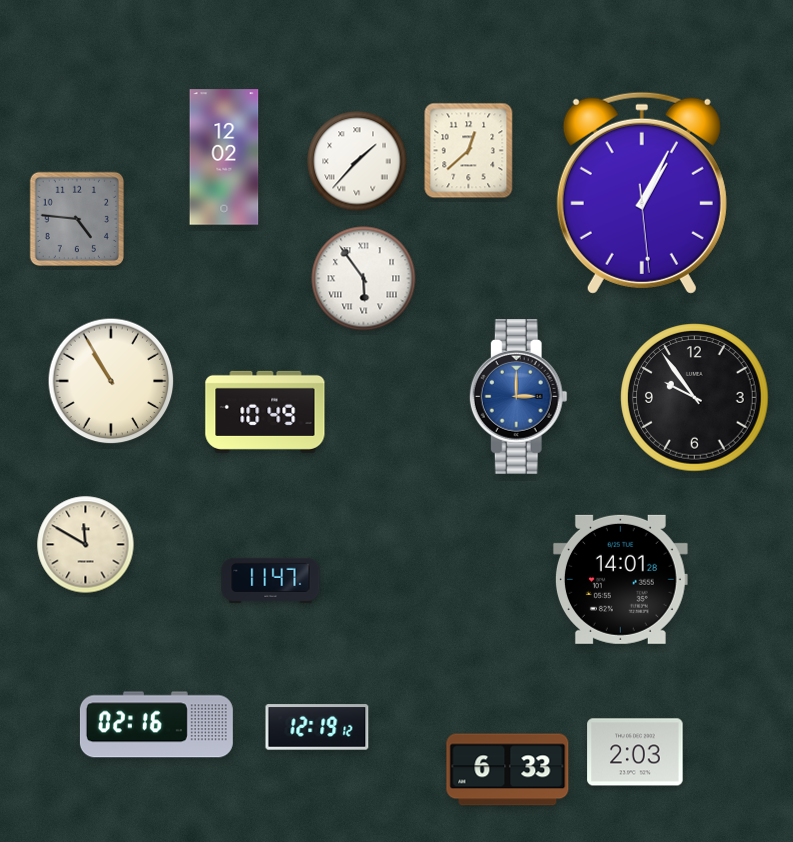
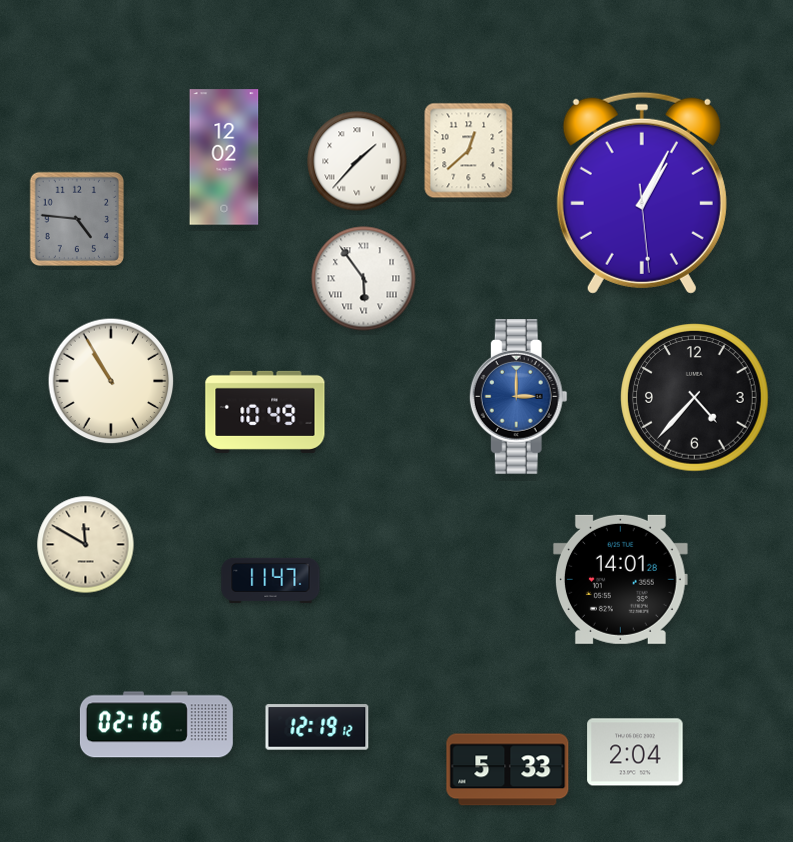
clock at (695, 398): 9:54 -> 4:37
clock at (635, 752): 2:03 -> 2:04
clock at (508, 770): 6:33 -> 5:33
